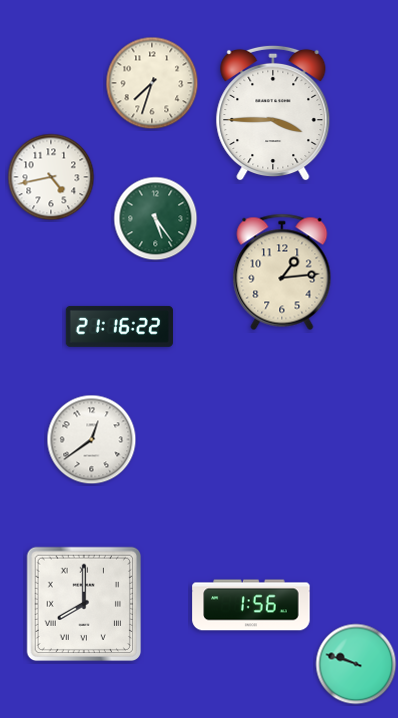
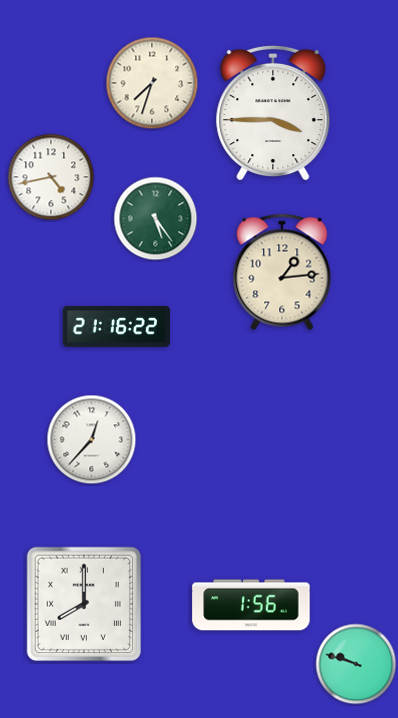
clock at (119, 326) position: (119, 326) -> (116, 326)
clock at (92, 440): 12:39 -> 12:37
